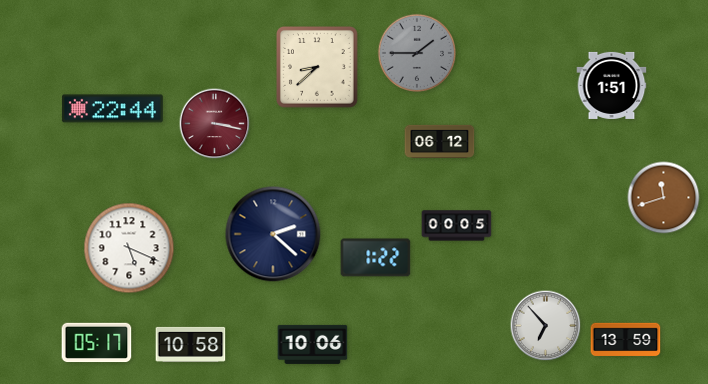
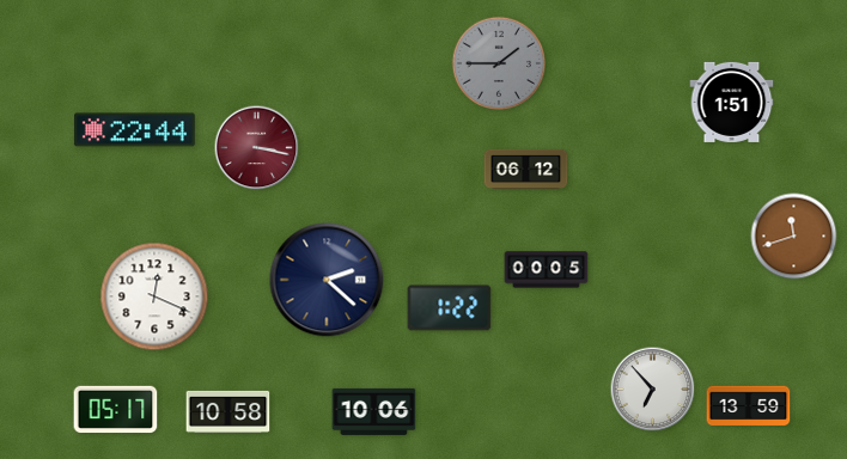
clock at (318, 68): 8:38 -> none
clock at (129, 248): 5:19 -> 12:19
